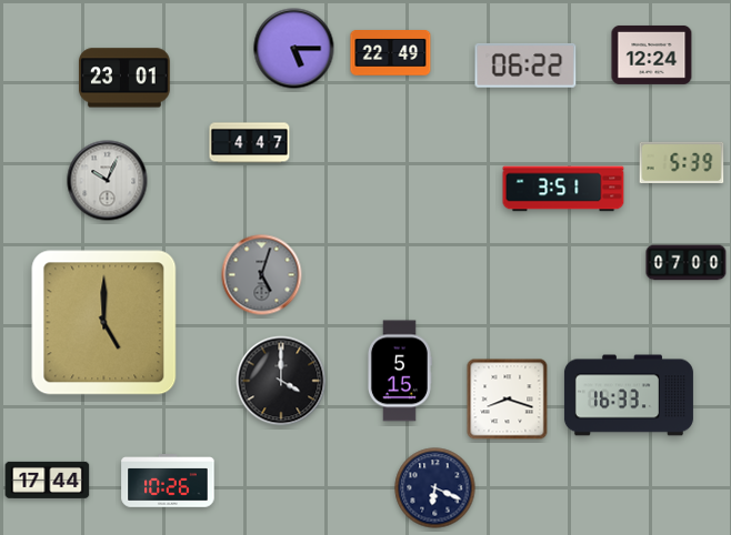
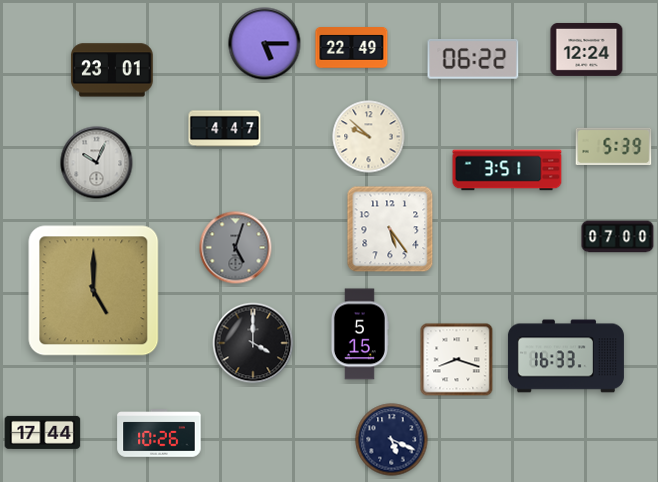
clock at (369, 137): none -> 9:52
clock at (390, 229): none -> 5:24
clock at (168, 482) position: (168, 482) -> (159, 434)
clock at (435, 488): 6:19 -> 5:19
